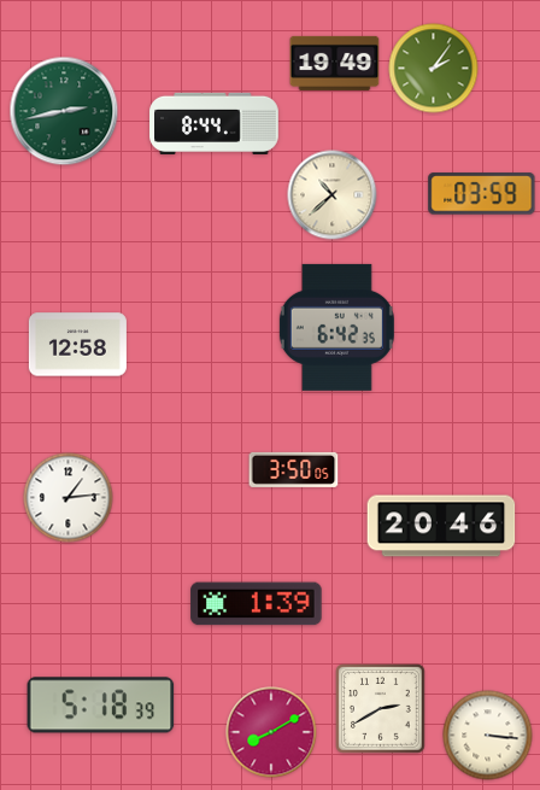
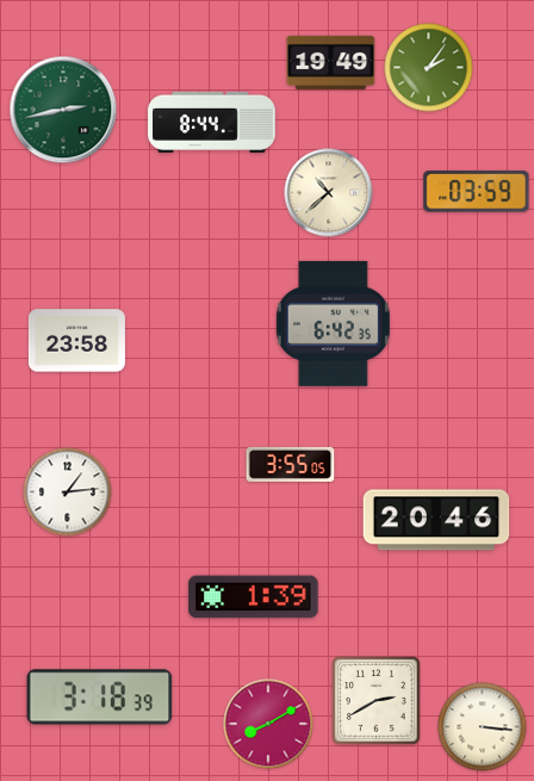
clock at (77, 345): 12:58 -> 23:58
clock at (294, 469): 3:50 -> 3:55
clock at (101, 706): 5:18 -> 3:18
